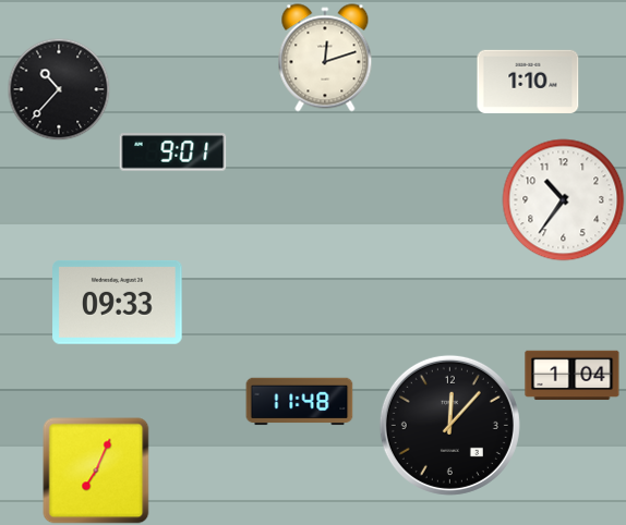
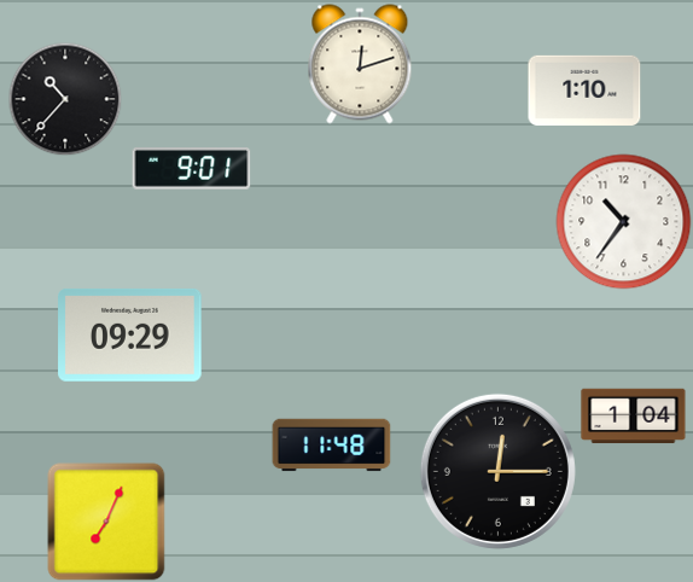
clock at (118, 302): 09:33 -> 09:29
clock at (449, 425): 12:07 -> 12:15
